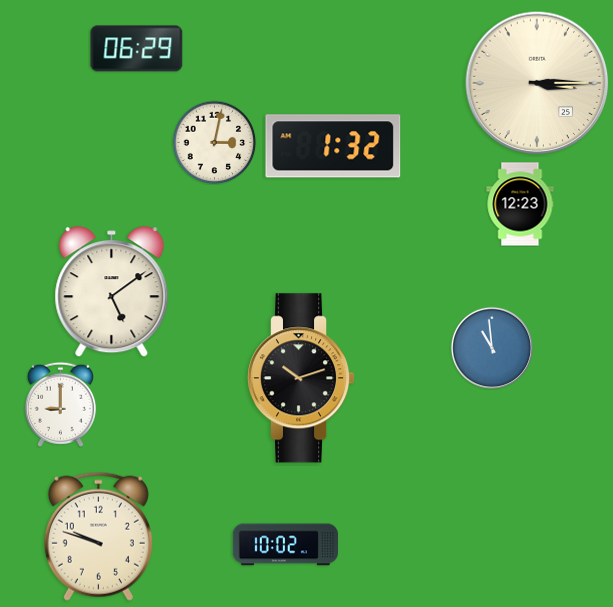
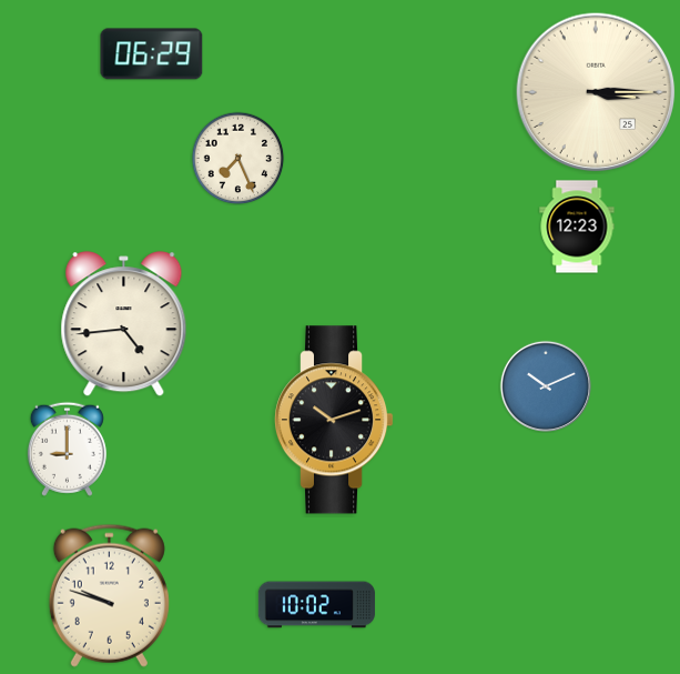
clock at (214, 142): 3:02 -> 7:26
clock at (333, 146): 1:32 -> none
clock at (112, 292): 5:09 -> 4:44
clock at (492, 348): 10:59 -> 10:11
